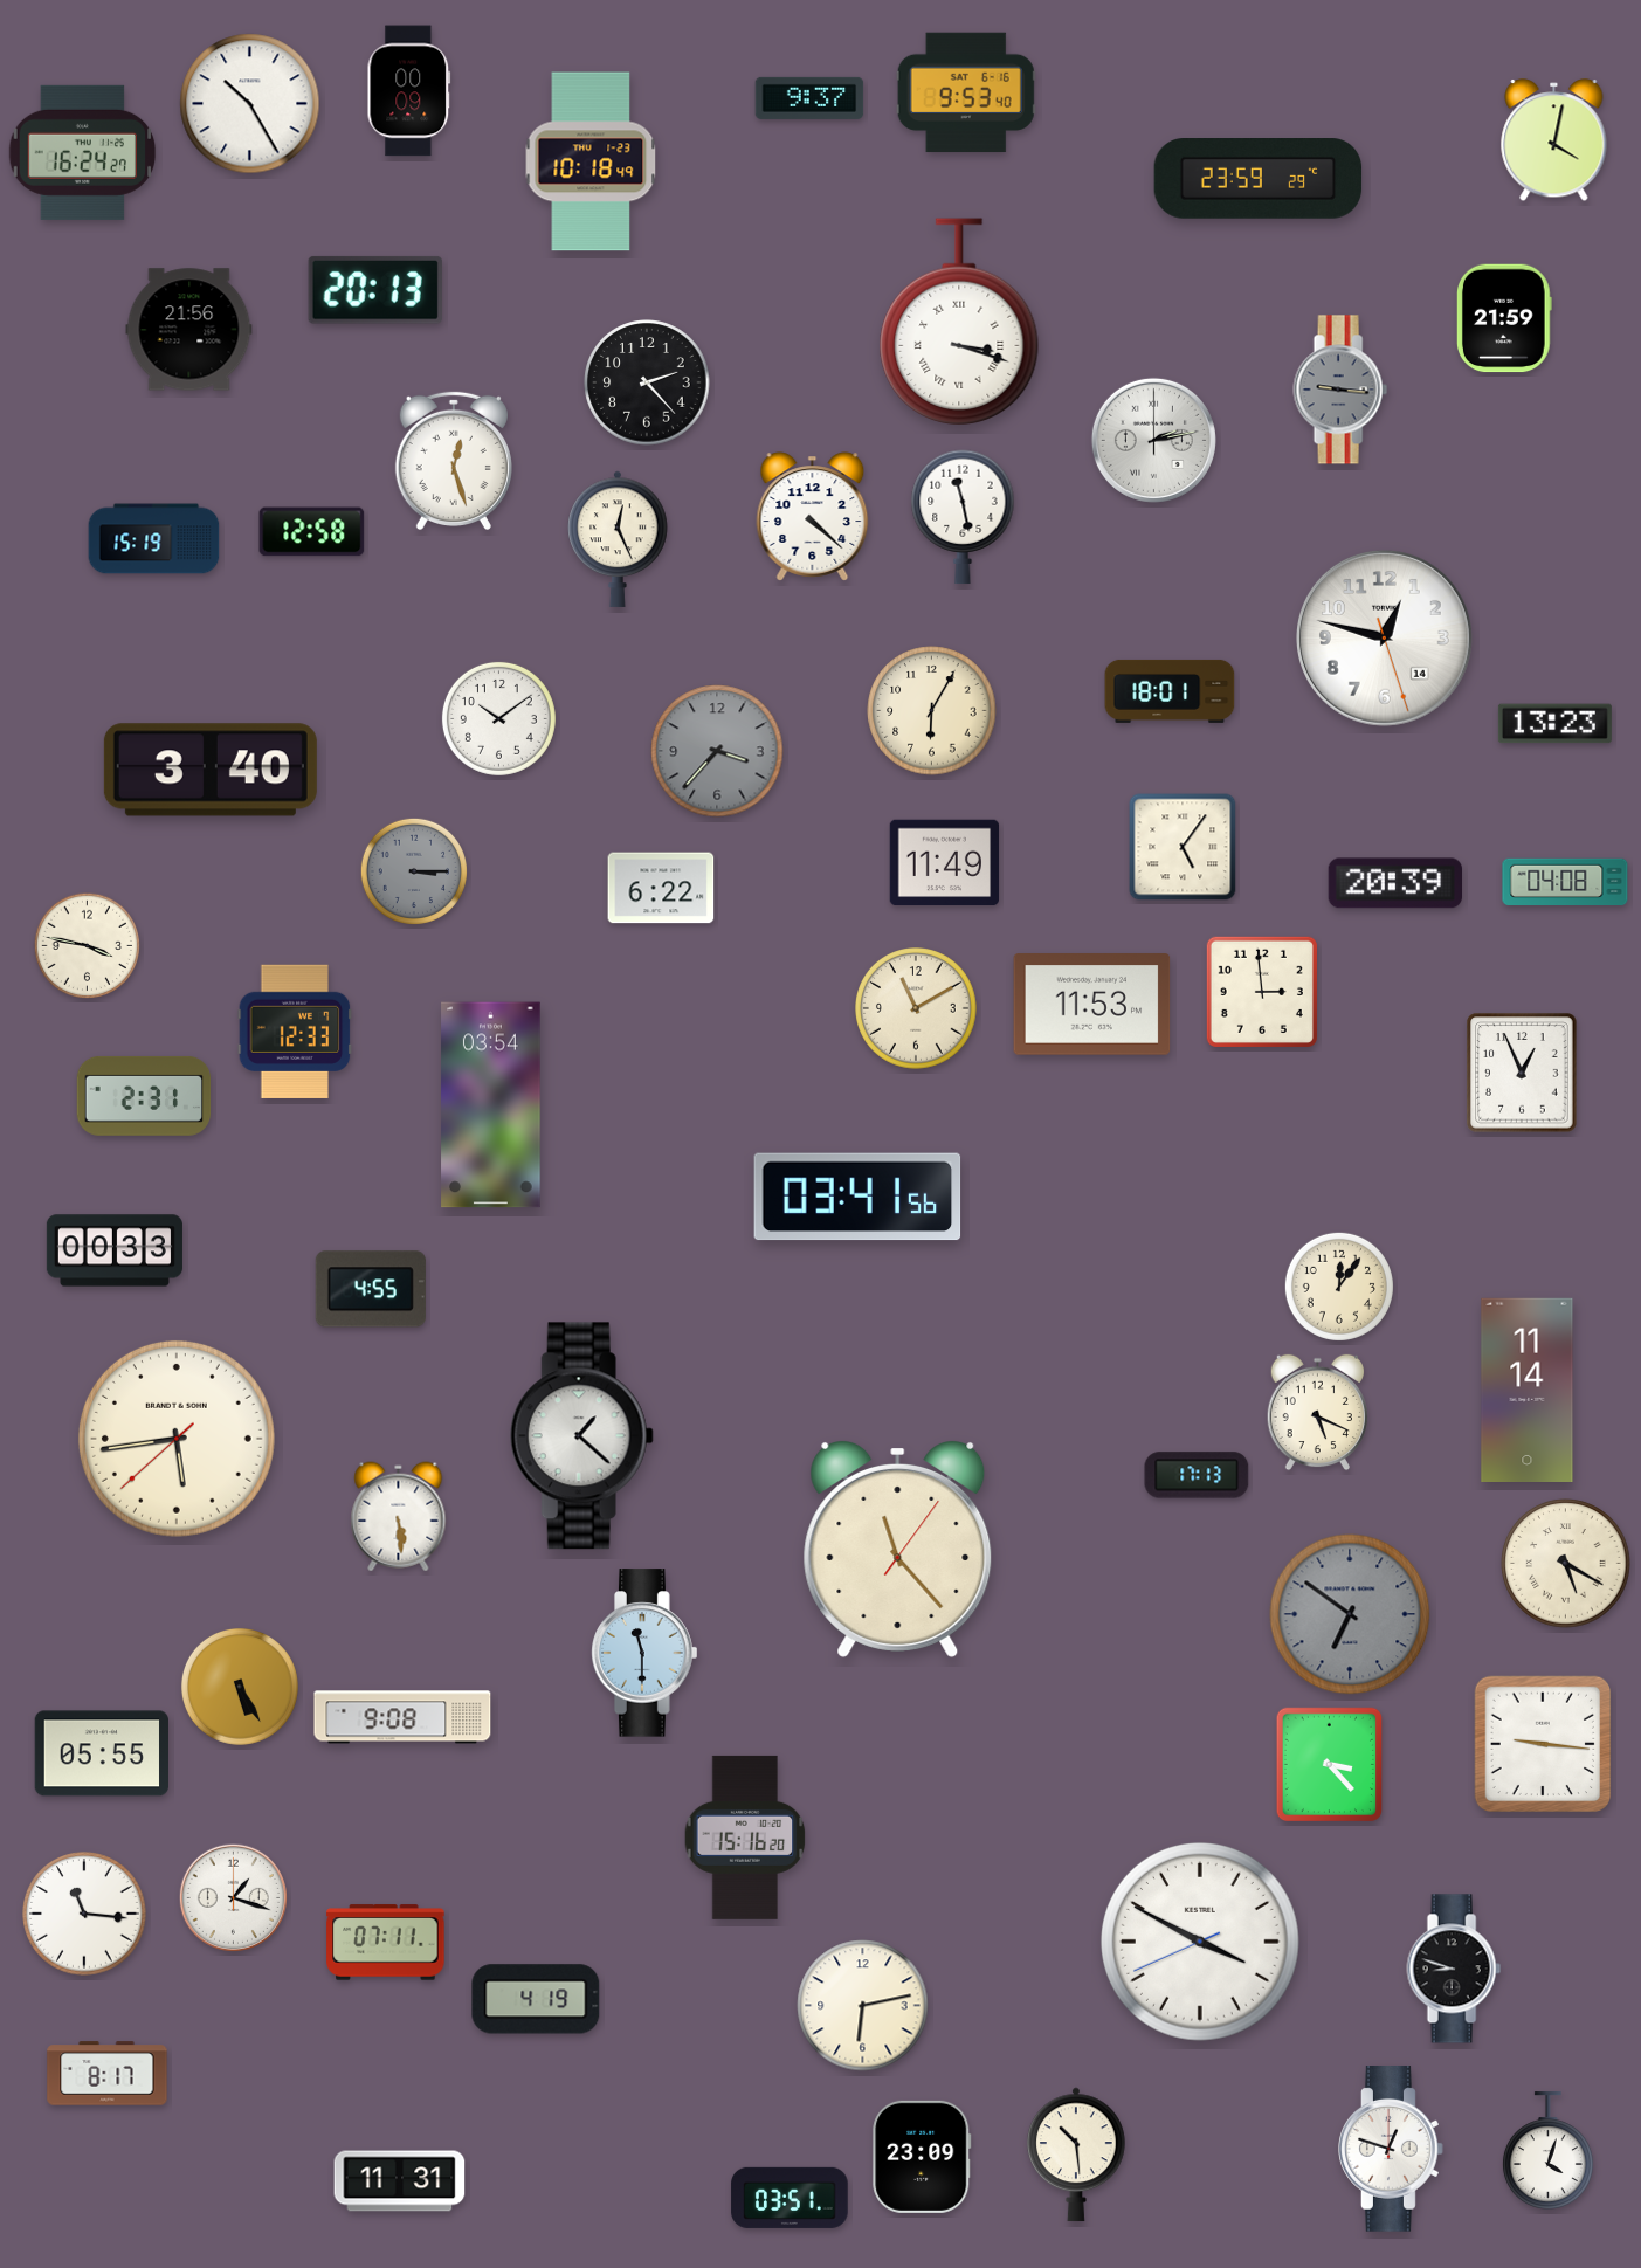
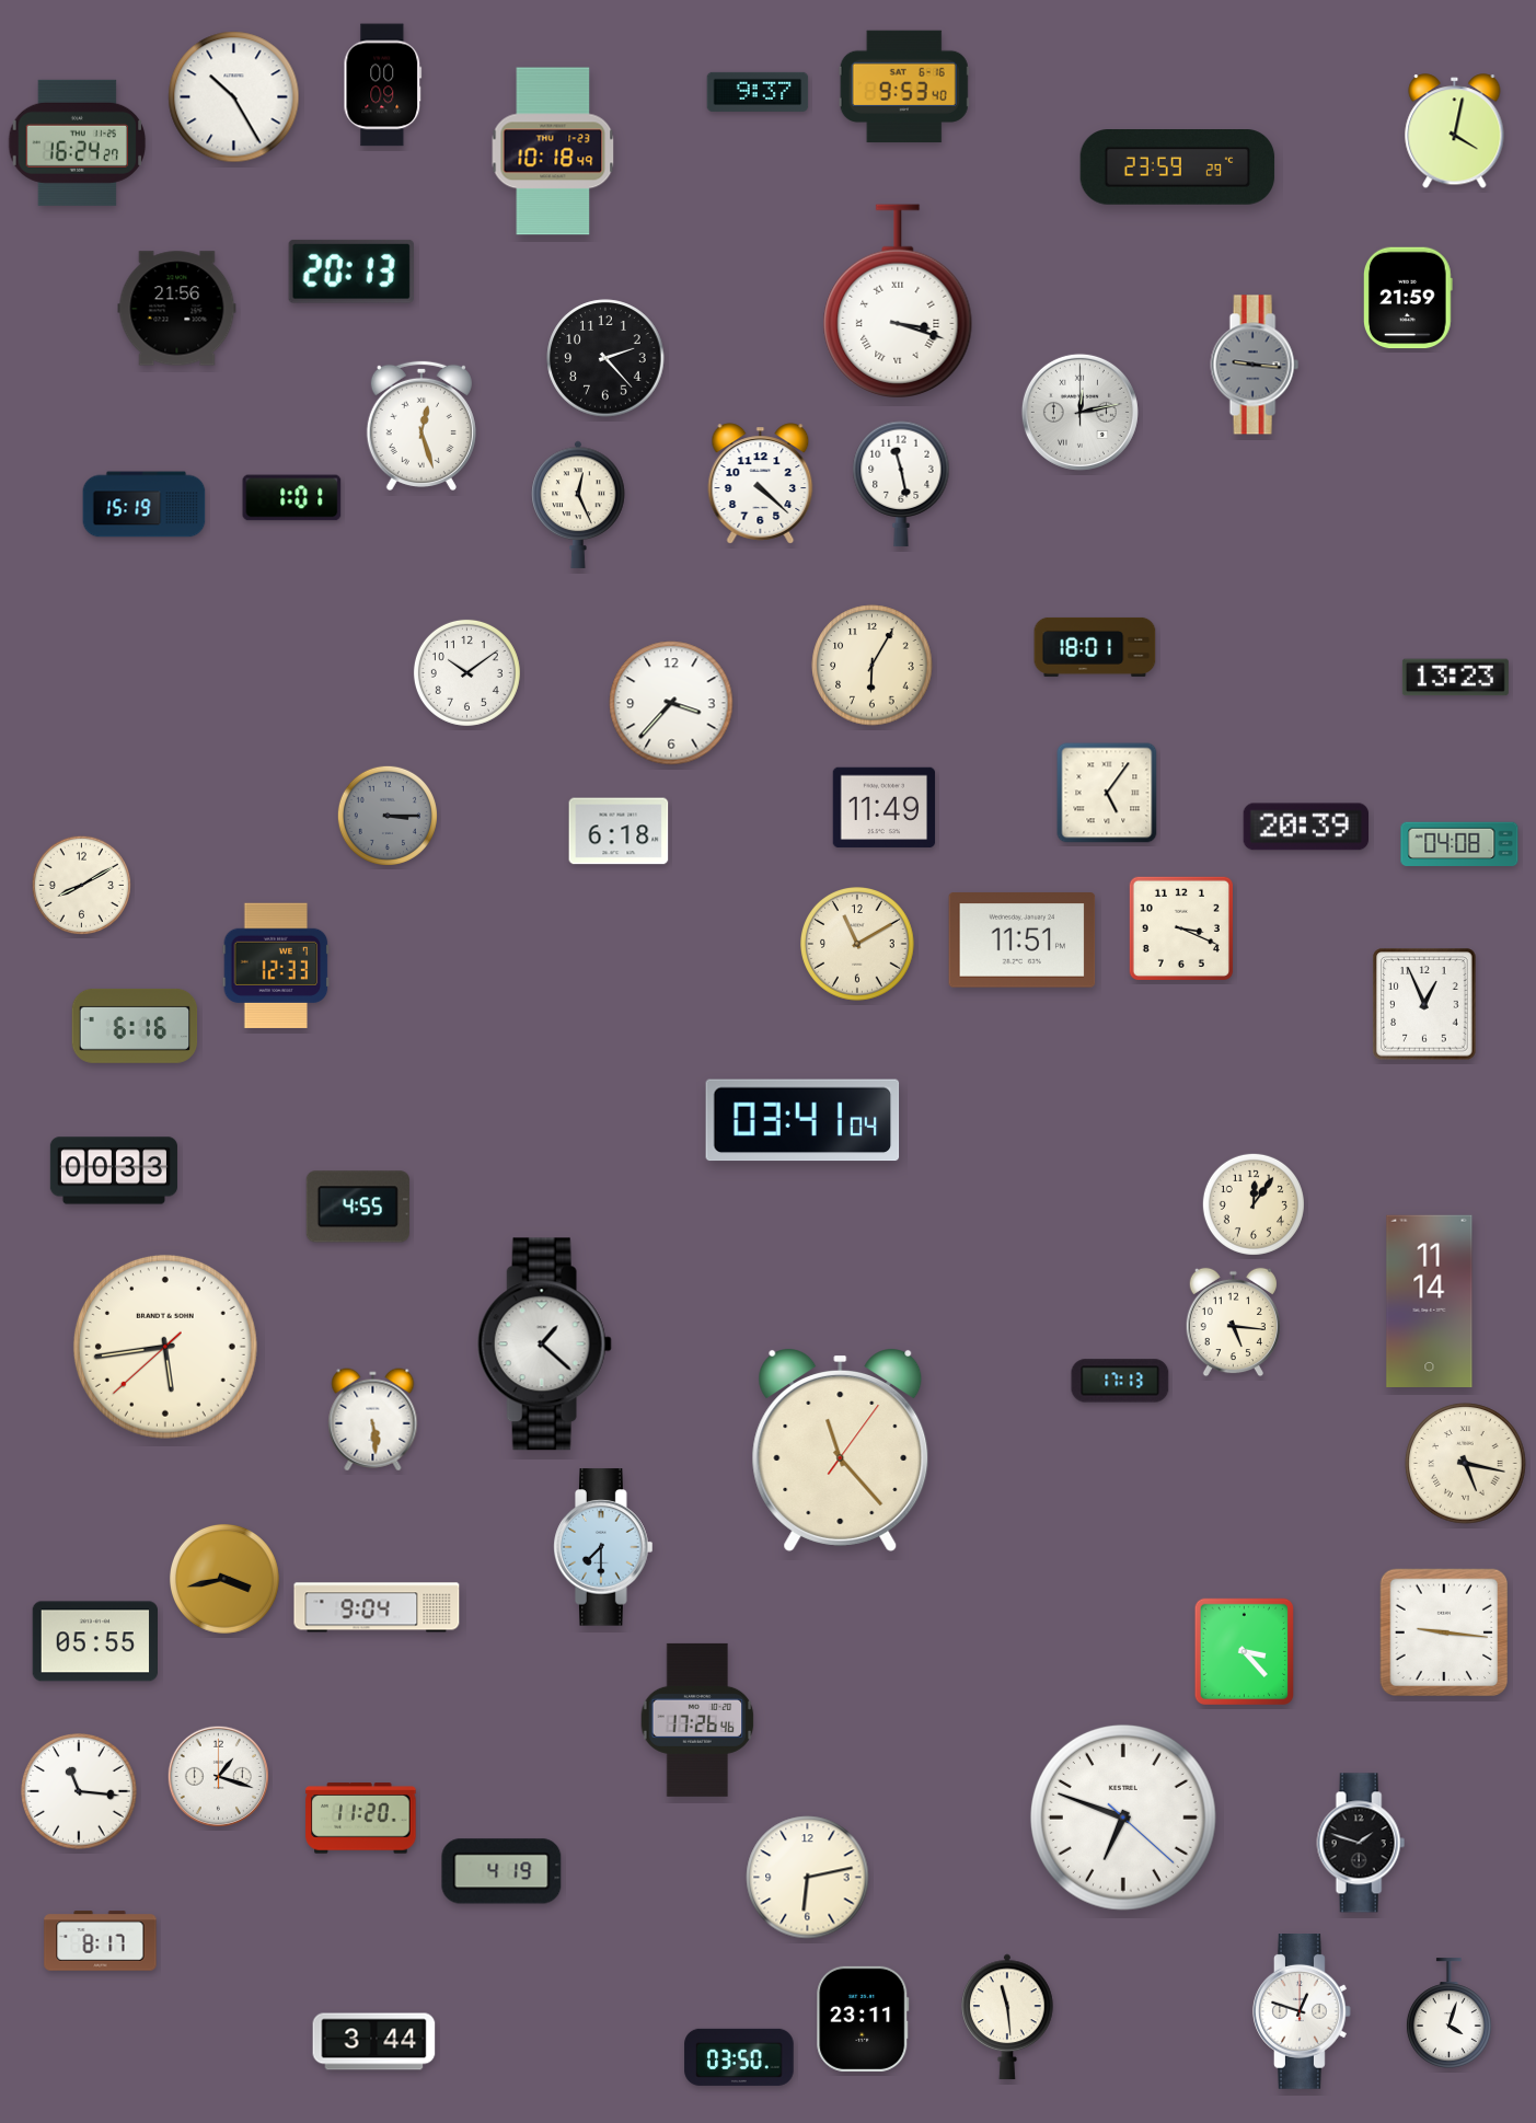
clock at (1153, 440): 2:13 -> 12:13
clock at (454, 460) position: (454, 460) -> (421, 425)
clock at (312, 532): 12:58 -> 1:01
clock at (1385, 639): 12:47 -> none
clock at (717, 751) dial: grey -> white
clock at (211, 770): 3:40 -> none
clock at (1565, 882) position: (1565, 882) -> (1459, 844)
clock at (661, 888): 6:22 -> 6:18
clock at (87, 945): 3:47 -> 8:10
clock at (1262, 992): 2:59 -> 3:19
clock at (1092, 1005): 11:53 -> 11:51
clock at (144, 1096): 2:31 -> 6:16
clock at (491, 1105): 03:54 -> none
clock at (857, 1197): 03:41:56 -> 03:41:04
clock at (115, 1250) position: (115, 1250) -> (114, 1170)
clock at (371, 1289) position: (371, 1289) -> (358, 1207)
clock at (1317, 1413): 5:19 -> 5:16
clock at (1566, 1564): 5:20 -> 5:17
clock at (1350, 1614): 6:51 -> none
clock at (644, 1653): 11:30 -> 7:30
clock at (240, 1687): 5:25 -> 3:43
clock at (402, 1717): 9:08 -> 9:04
clock at (745, 1838): 15:16 -> 17:26
clock at (1200, 1942): 3:49 -> 6:48
clock at (386, 1943): 07:11 -> 11:20
clock at (1454, 1969): 8:48 -> 1:48
clock at (1077, 2155): 10:29 -> 11:29
clock at (922, 2157): 23:09 -> 23:11
clock at (400, 2181): 11:31 -> 3:44
clock at (790, 2198): 03:51 -> 03:50
